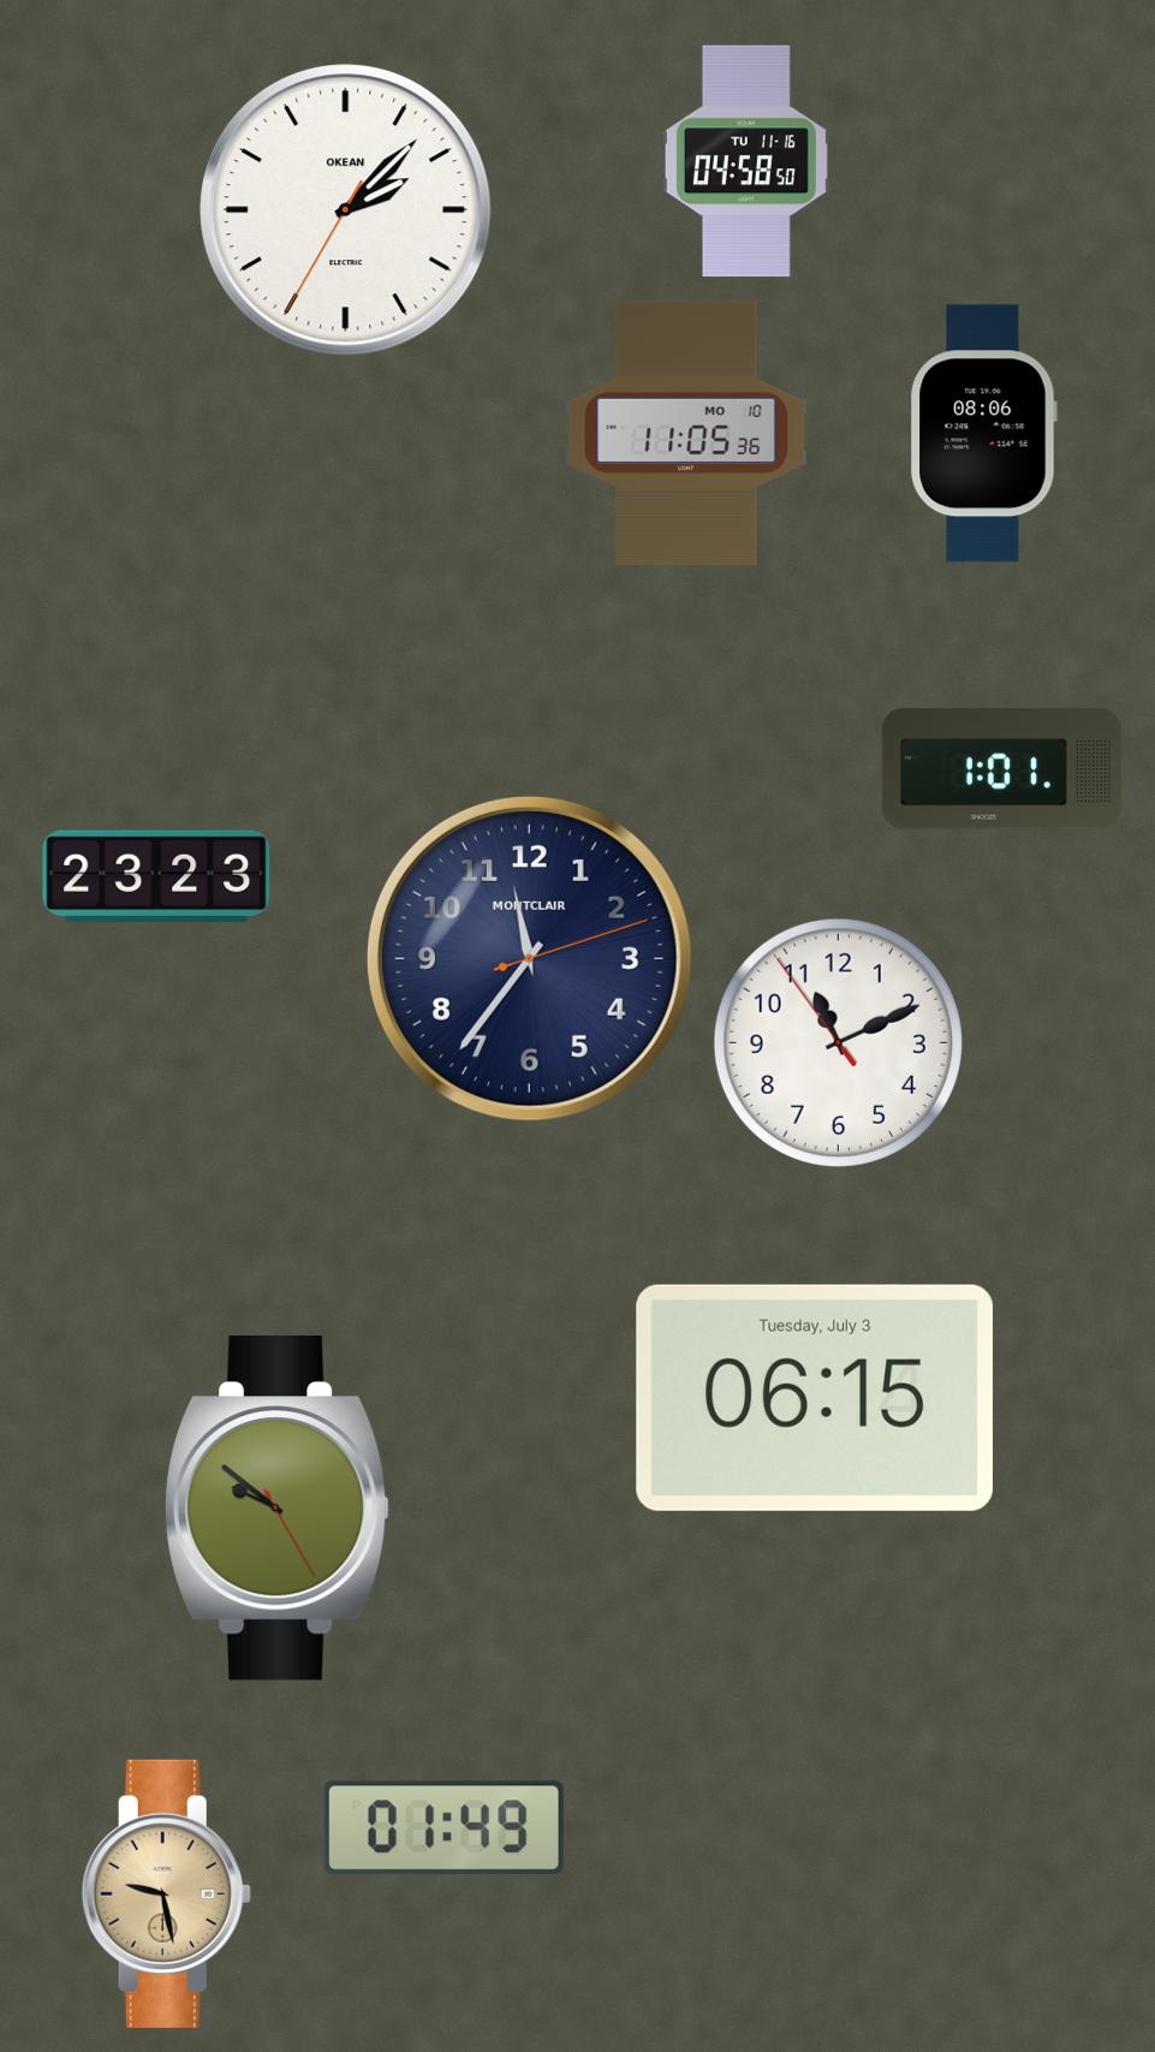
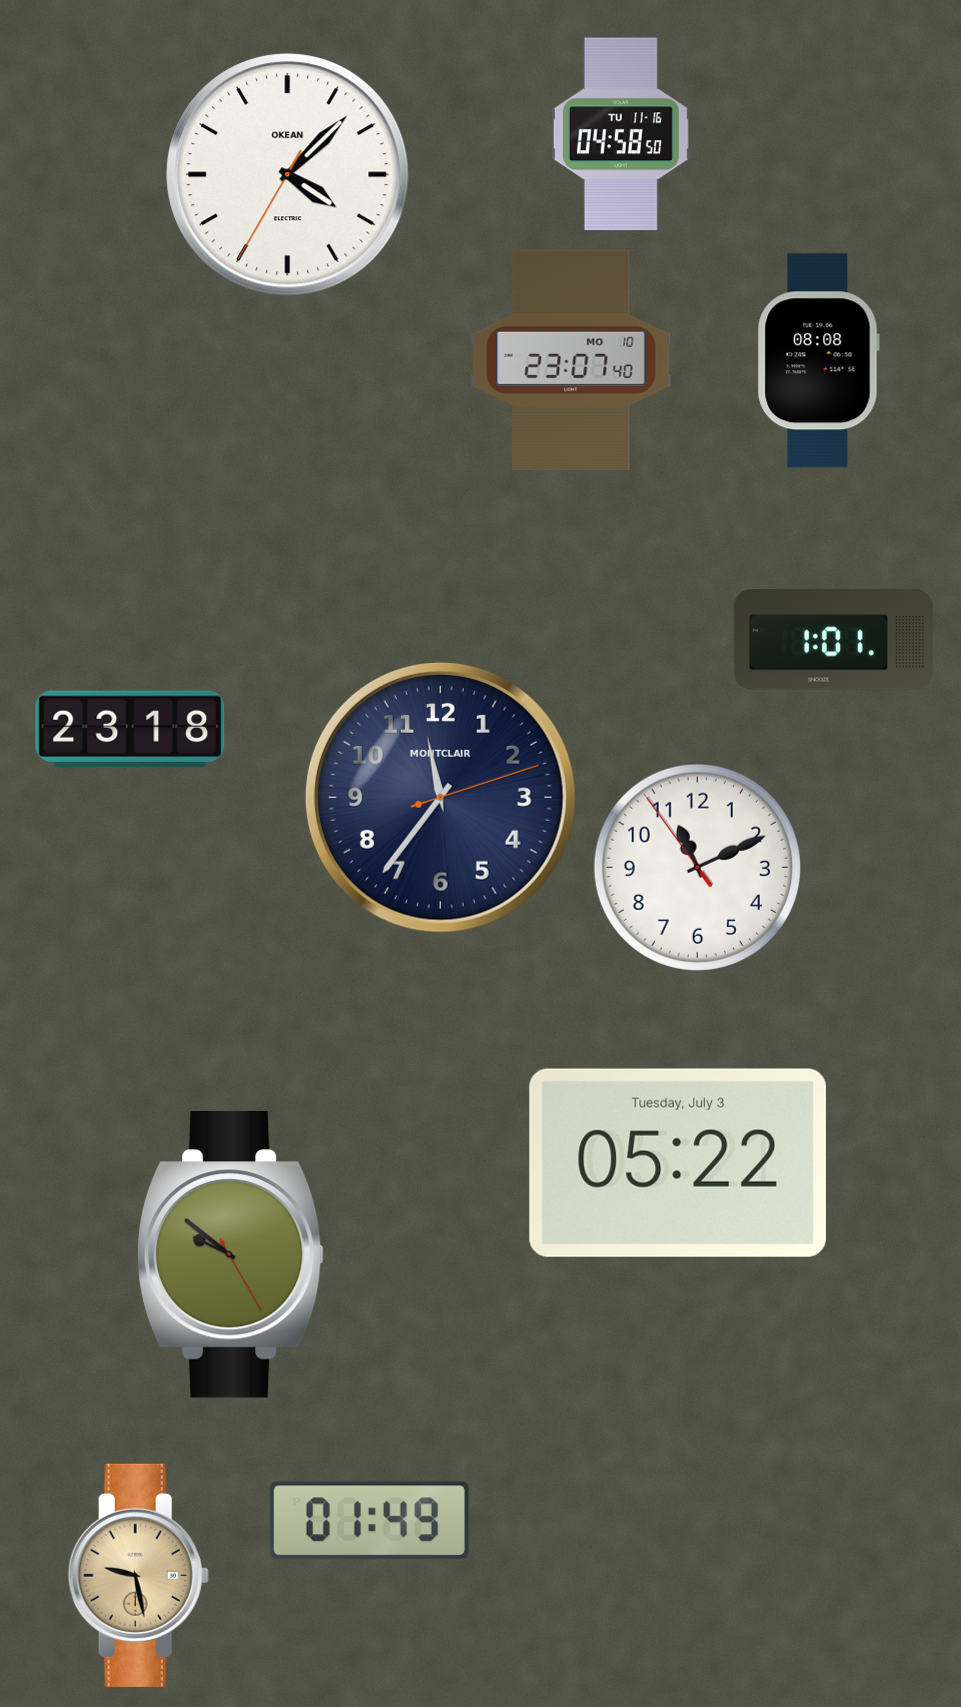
clock at (346, 210): 2:07 -> 4:07
clock at (686, 433): 11:05 -> 23:07
clock at (983, 434): 08:06 -> 08:08
clock at (156, 875): 23:23 -> 23:18
clock at (815, 1398): 06:15 -> 05:22
